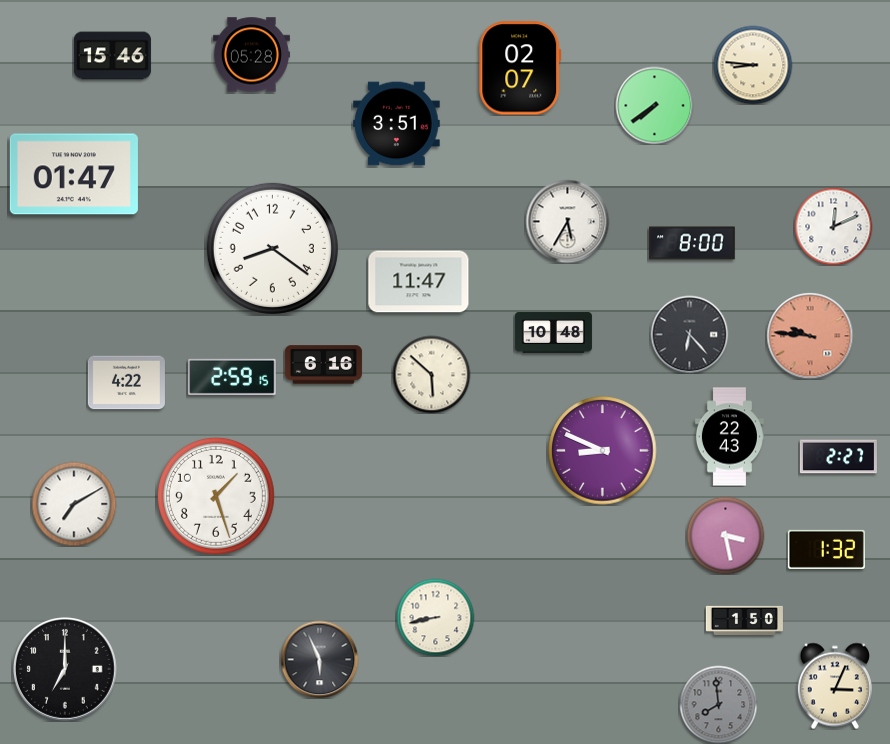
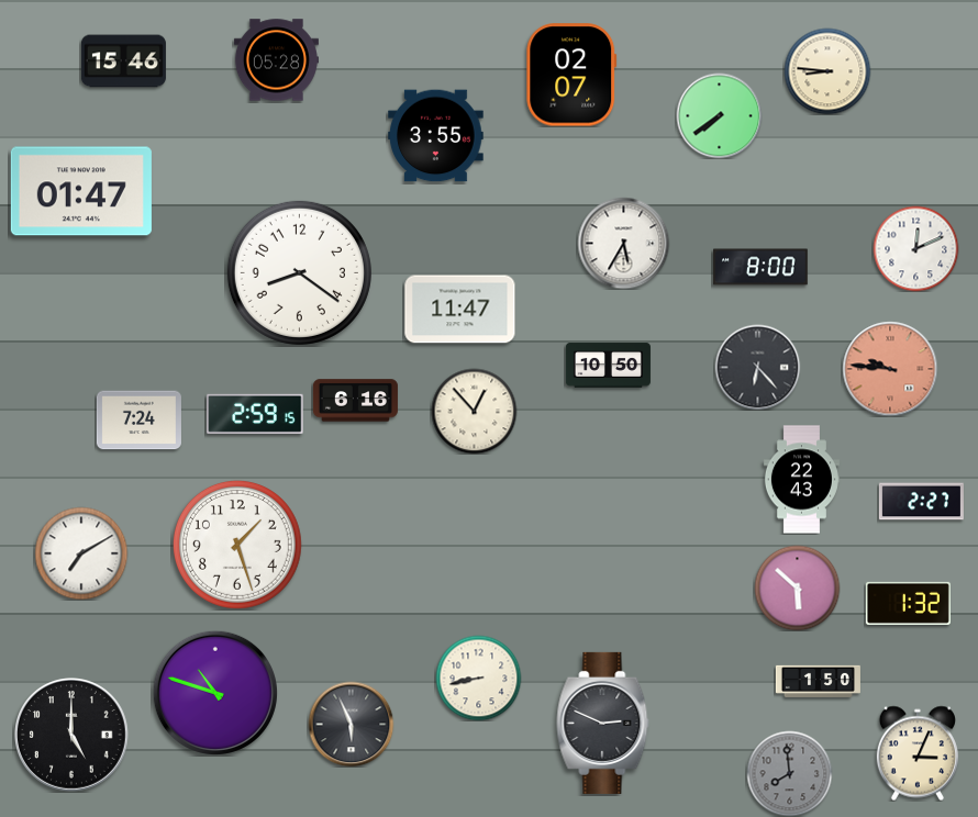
clock at (397, 124): 3:51 -> 3:55
clock at (553, 333): 10:48 -> 10:50
clock at (431, 374): 5:52 -> 12:53
clock at (126, 383): 4:22 -> 7:24
clock at (603, 451): 8:49 -> none
clock at (725, 535): 3:28 -> 5:52
clock at (214, 692): none -> 10:48
clock at (603, 723): none -> 2:49
clock at (66, 670): 7:00 -> 5:00
